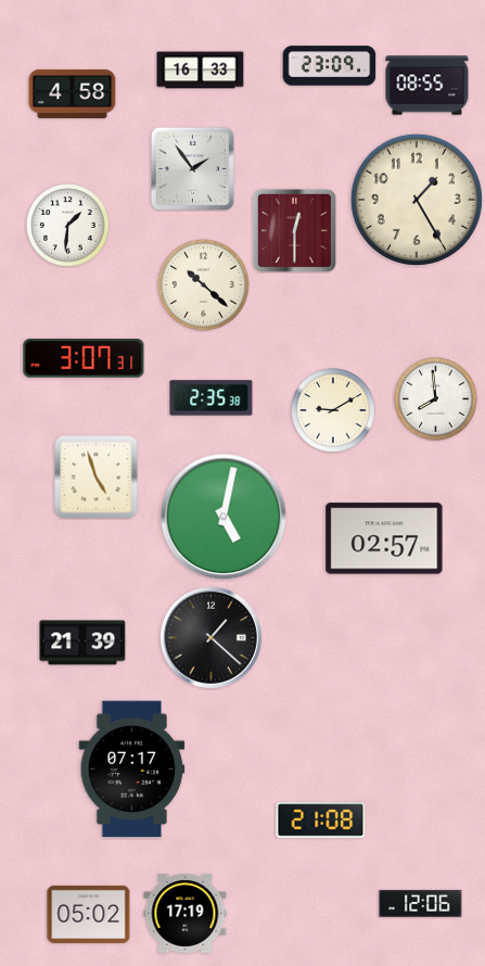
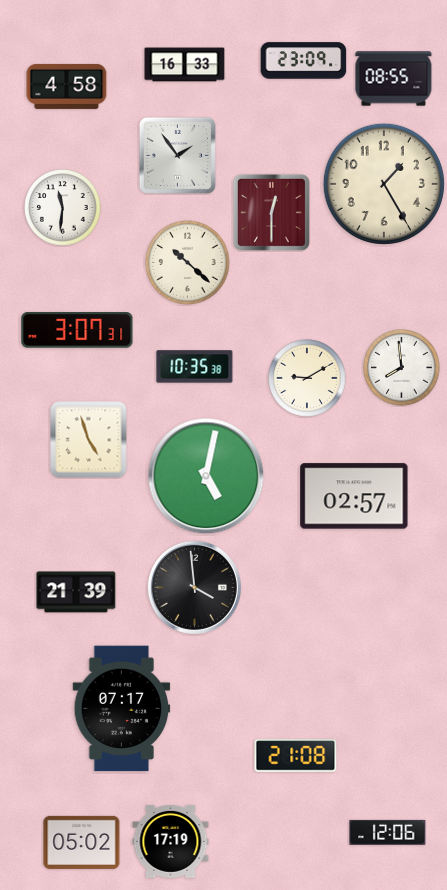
clock at (68, 226): 1:31 -> 11:31
clock at (212, 398): 2:35 -> 10:35
clock at (210, 637): 1:22 -> 3:59
